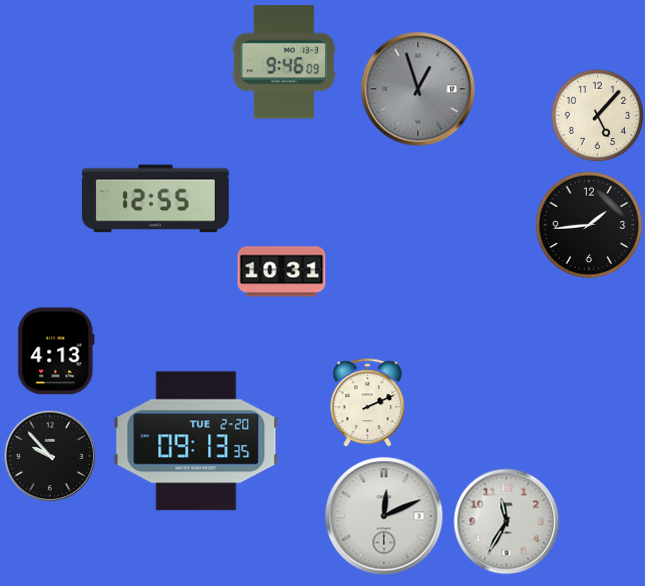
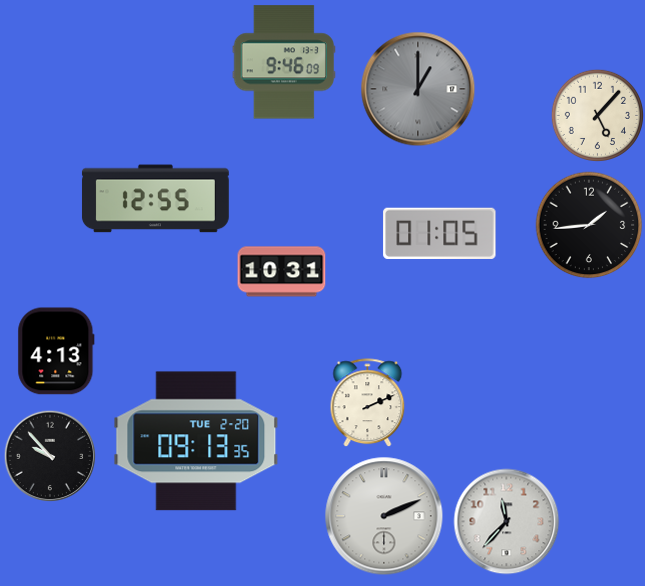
clock at (418, 89): 12:57 -> 1:00
clock at (440, 233): none -> 01:05
clock at (384, 516): 12:11 -> 2:11
clock at (507, 522): 11:35 -> 11:37
